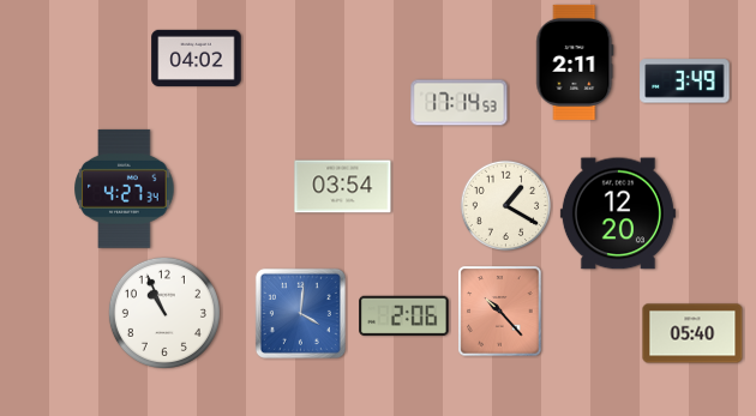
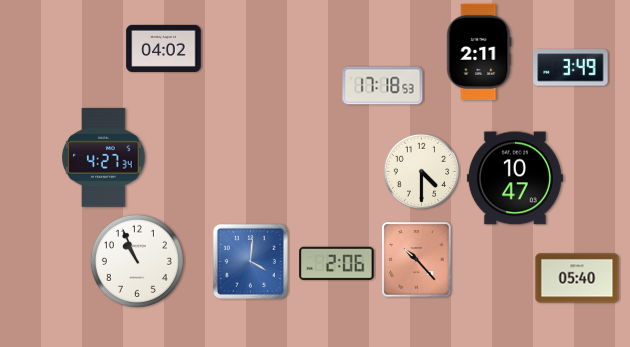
clock at (460, 103): 17:14 -> 17:18
clock at (343, 187): 03:54 -> none
clock at (506, 206): 1:20 -> 4:30
clock at (618, 213): 12:20 -> 10:47
